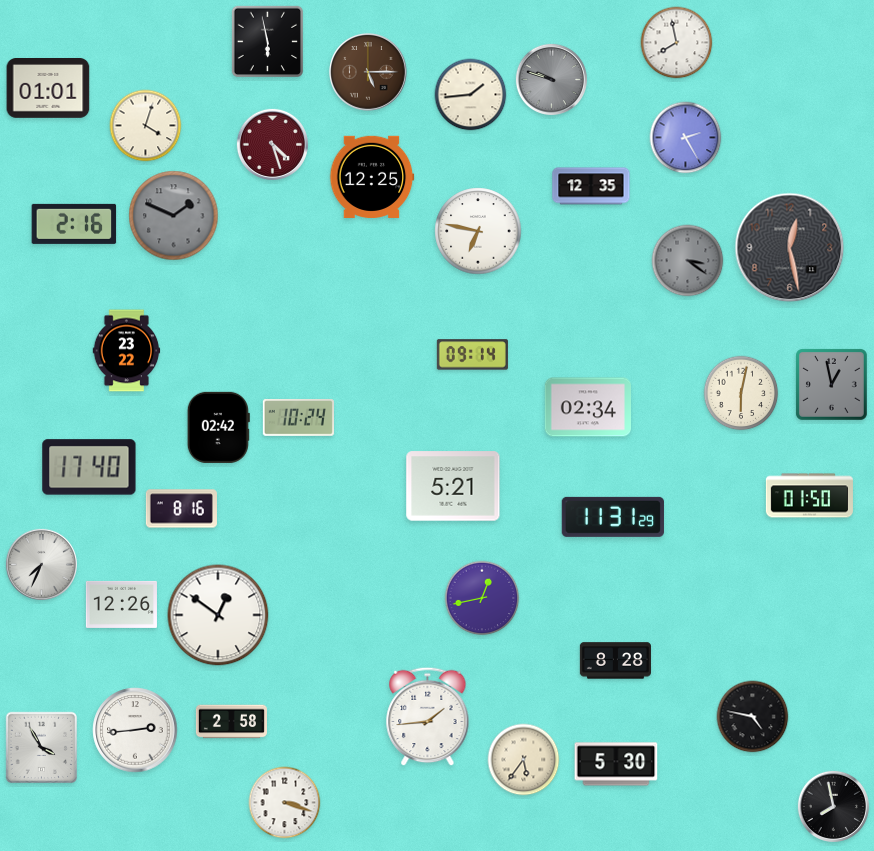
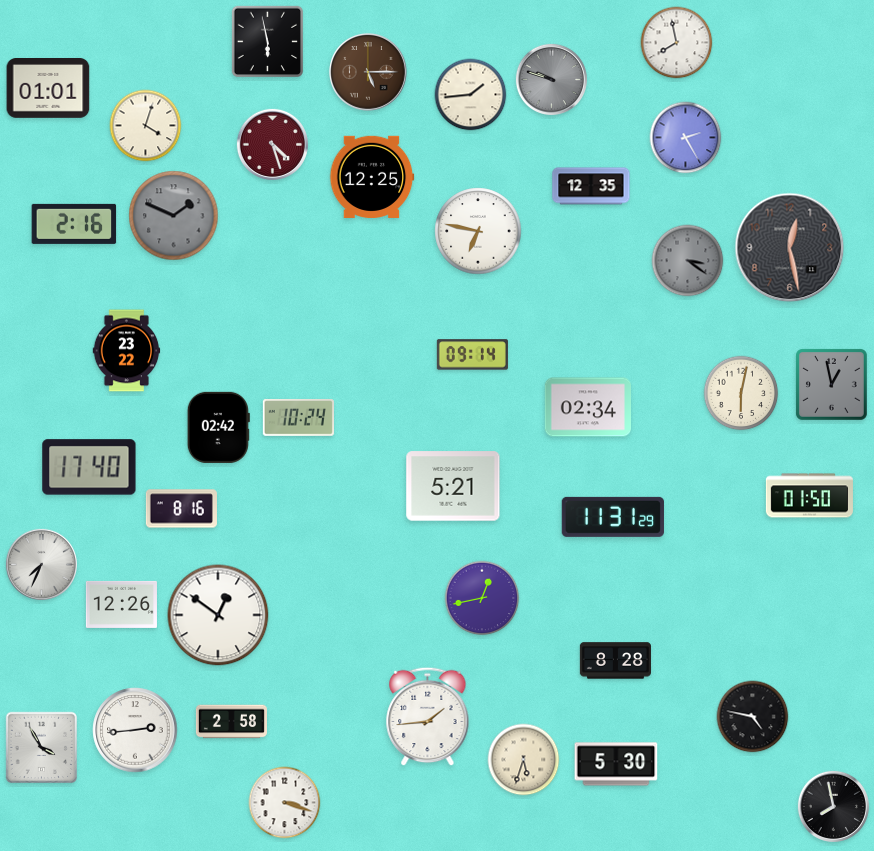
clock at (524, 760): 5:36 -> 5:33
